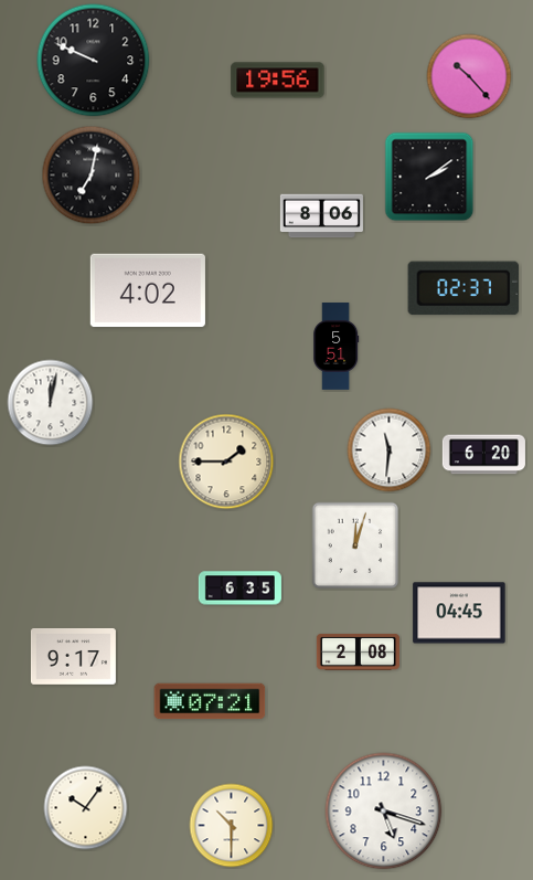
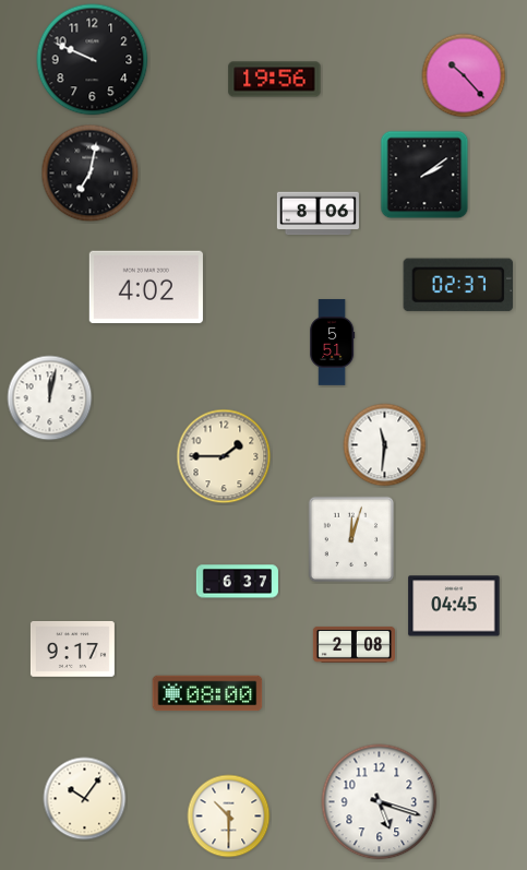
clock at (483, 455): 6:20 -> none
clock at (239, 589): 6:35 -> 6:37
clock at (210, 701): 07:21 -> 08:00
